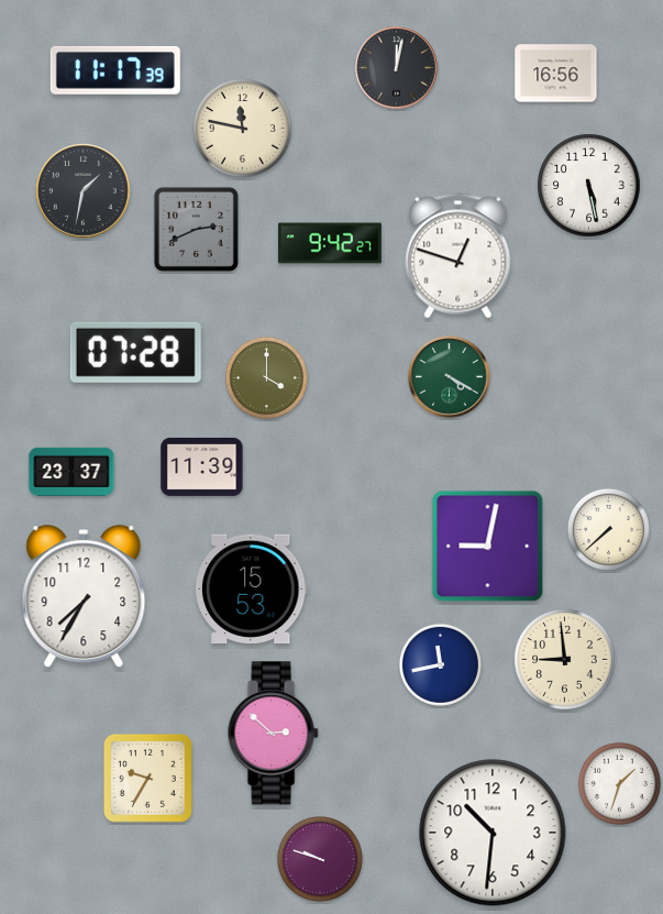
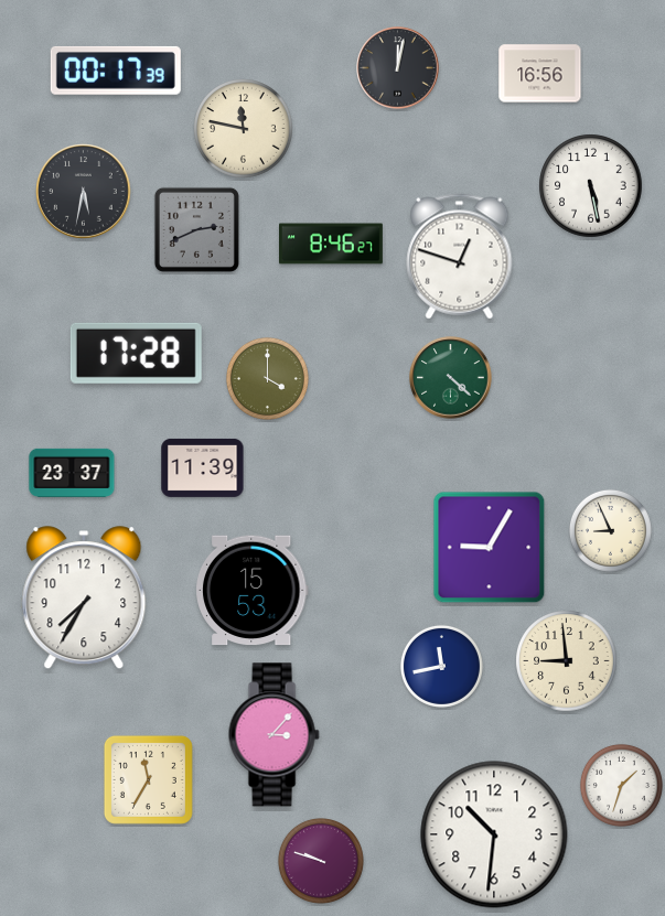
clock at (115, 70): 11:17 -> 00:17
clock at (556, 74) position: (556, 74) -> (540, 74)
clock at (84, 191): 1:32 -> 5:32
clock at (331, 243): 9:42 -> 8:46
clock at (135, 352): 07:28 -> 17:28
clock at (450, 377): 4:20 -> 4:22
clock at (608, 529): 7:38 -> 8:56
clock at (488, 547): 9:02 -> 9:05
clock at (273, 734): 2:52 -> 3:07
clock at (147, 778): 9:35 -> 11:35
